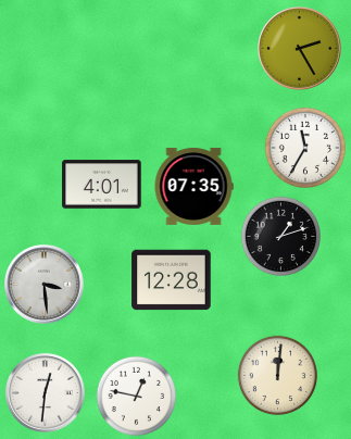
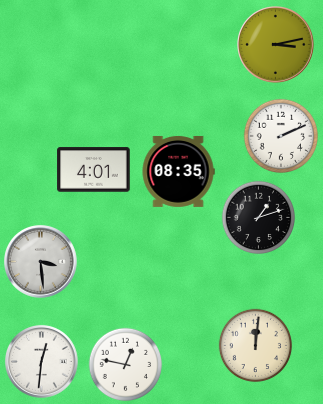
clock at (300, 49): 2:25 -> 3:13
clock at (304, 147): 11:35 -> 2:11
clock at (193, 186): 07:35 -> 08:35
clock at (172, 280): 12:28 -> none
